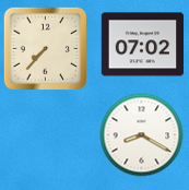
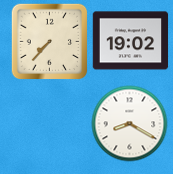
clock at (143, 45): 07:02 -> 19:02
clock at (45, 48) position: (45, 48) -> (49, 41)
